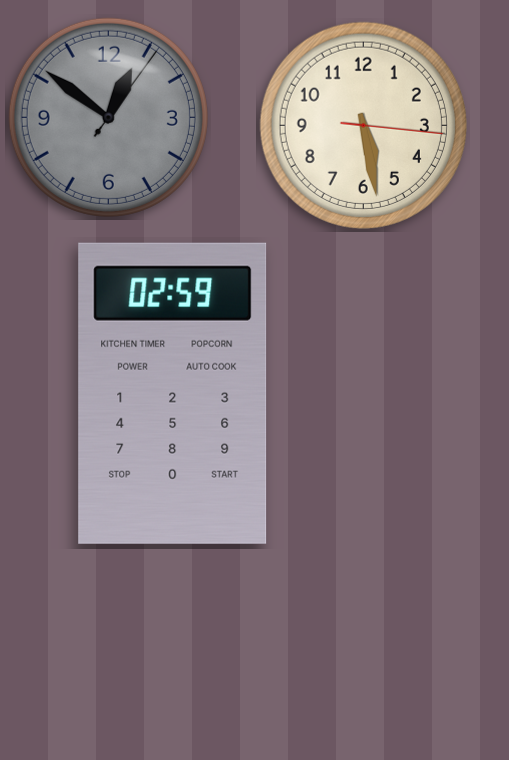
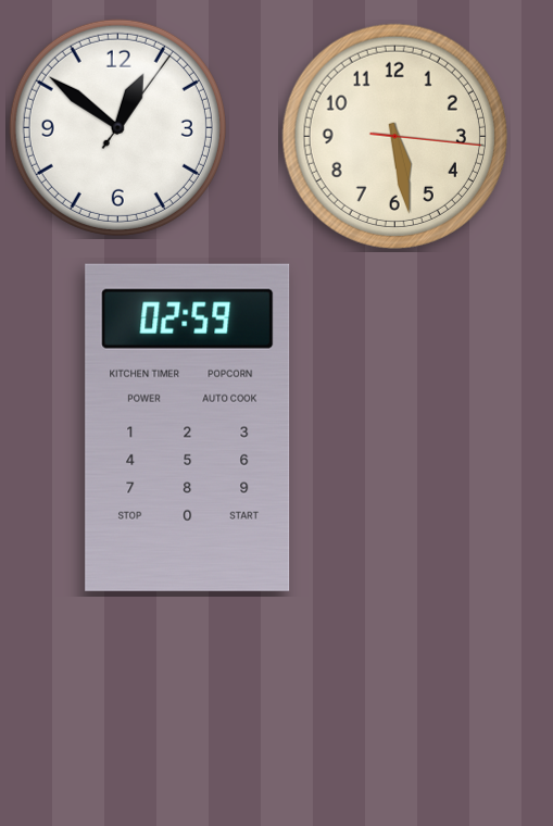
clock at (108, 117) dial: grey -> white
